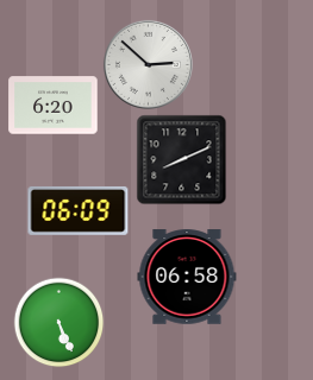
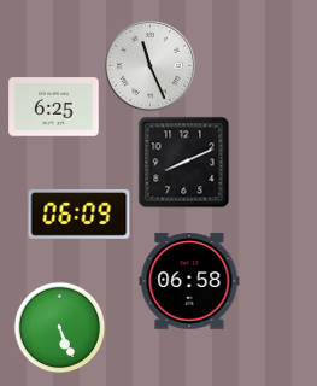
clock at (148, 64): 2:52 -> 11:26
clock at (54, 106): 6:20 -> 6:25
